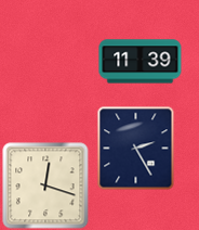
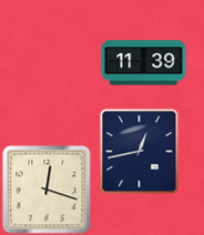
clock at (136, 149): 2:25 -> 12:43
